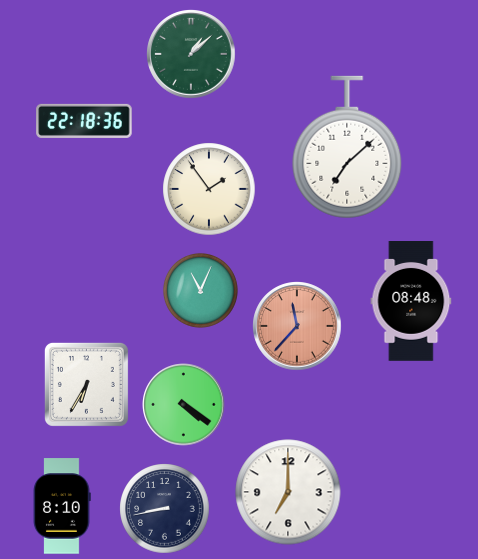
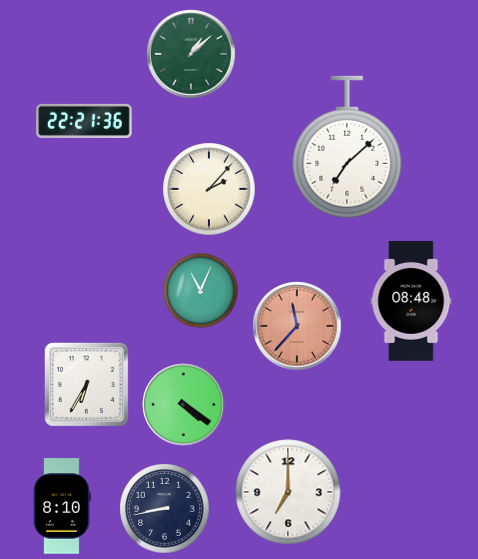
clock at (84, 121): 22:18 -> 22:21
clock at (209, 189): 1:54 -> 2:07
